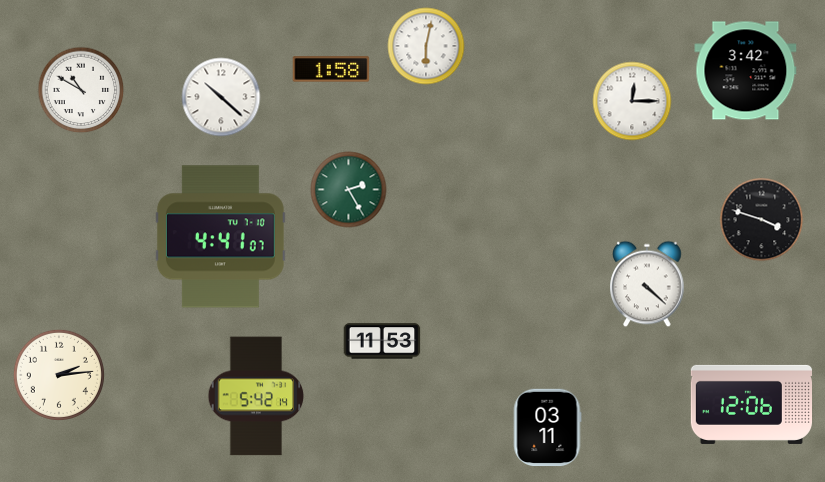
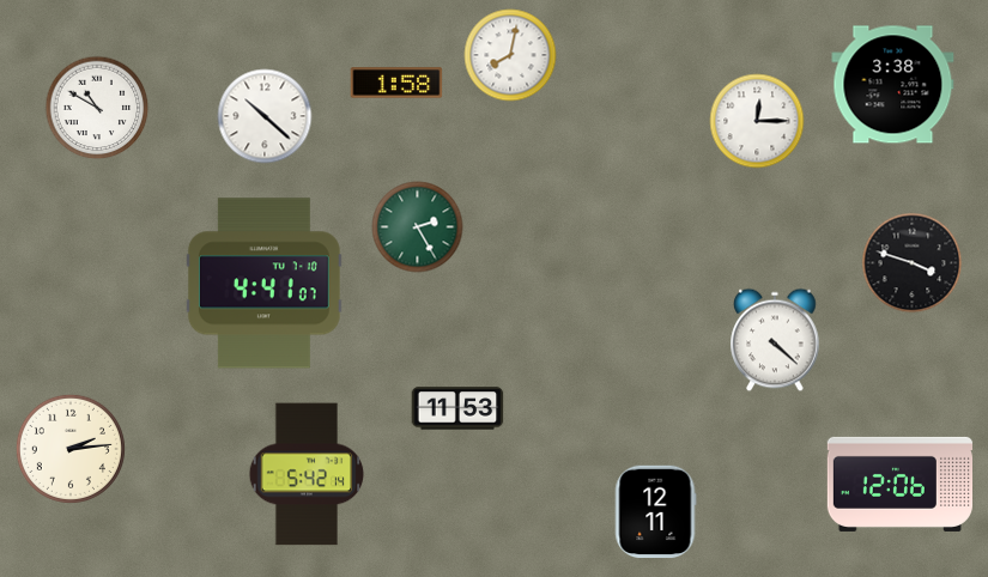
clock at (426, 46): 6:02 -> 8:02
clock at (746, 71): 3:42 -> 3:38
clock at (547, 428): 03:11 -> 12:11
